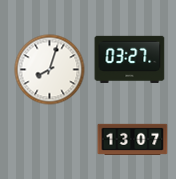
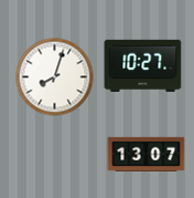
clock at (130, 59): 03:27 -> 10:27
